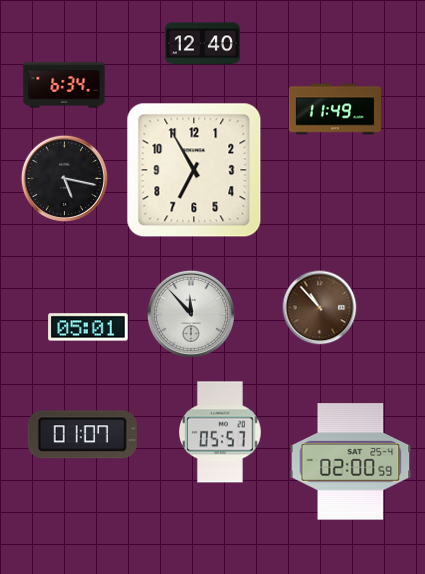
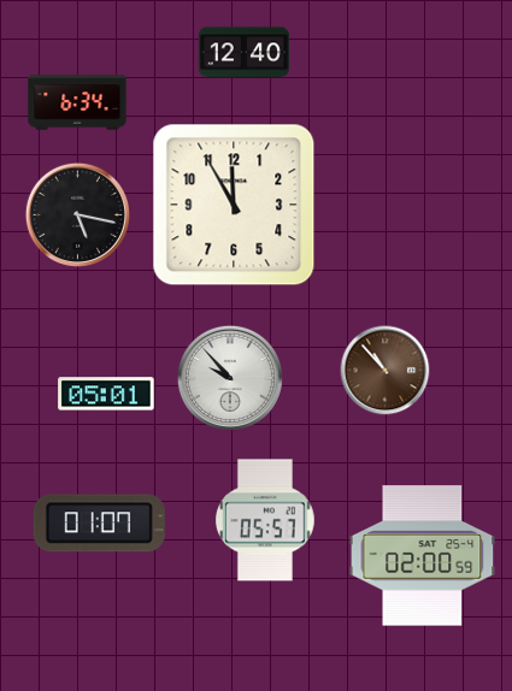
clock at (335, 109): 11:49 -> none
clock at (194, 170): 6:55 -> 11:55
clock at (191, 314): 11:53 -> 9:53
